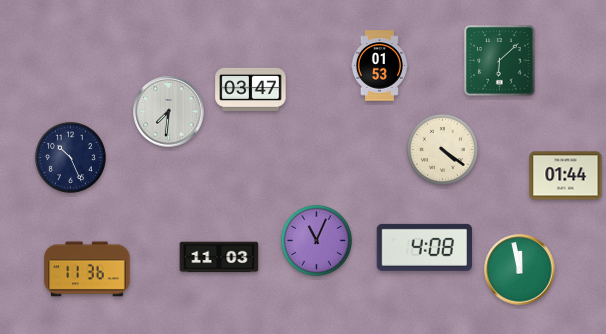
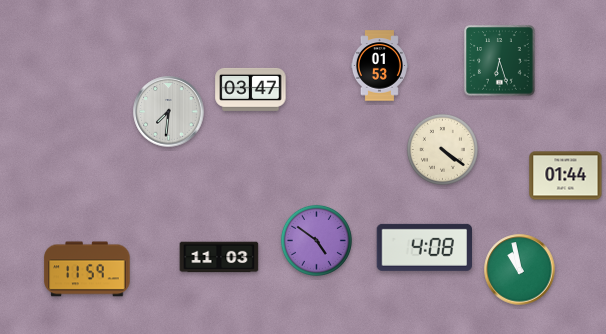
clock at (500, 61): 6:08 -> 6:27
clock at (70, 157): 10:26 -> none
clock at (316, 240): 11:04 -> 4:51
clock at (87, 269): 11:36 -> 11:59
clock at (520, 270): 11:58 -> 10:58
